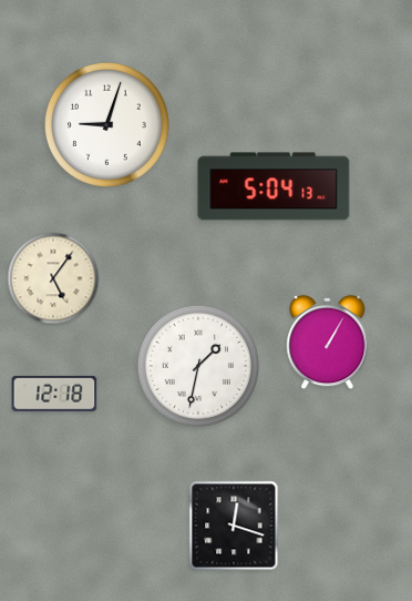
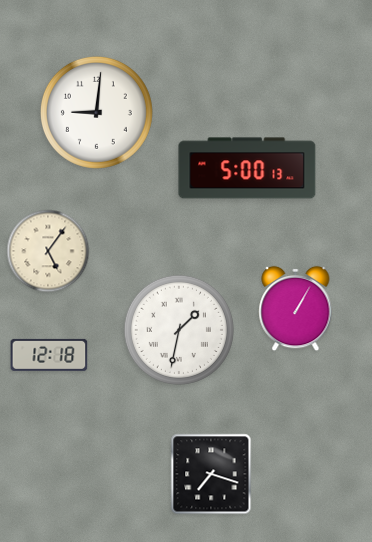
clock at (106, 124): 9:03 -> 9:01
clock at (274, 186): 5:04 -> 5:00
clock at (234, 526): 12:18 -> 7:18
